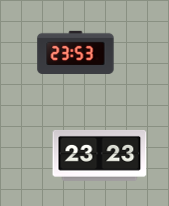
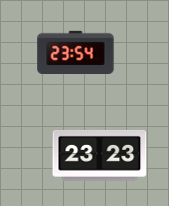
clock at (76, 52): 23:53 -> 23:54
